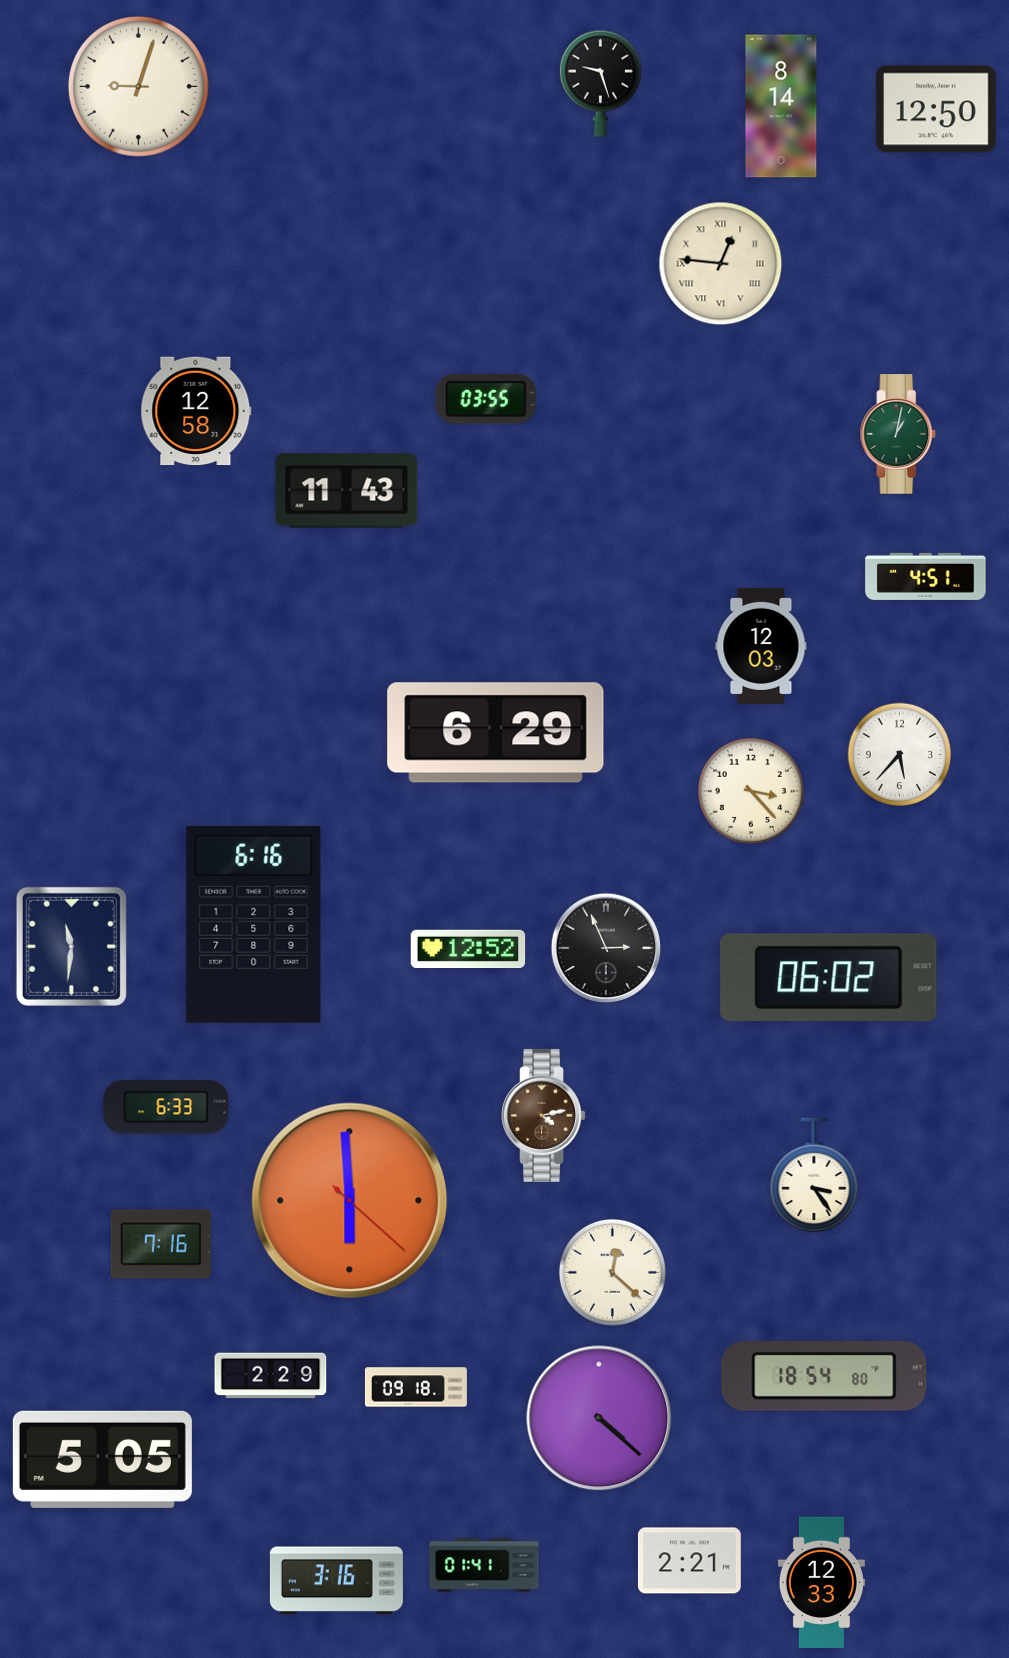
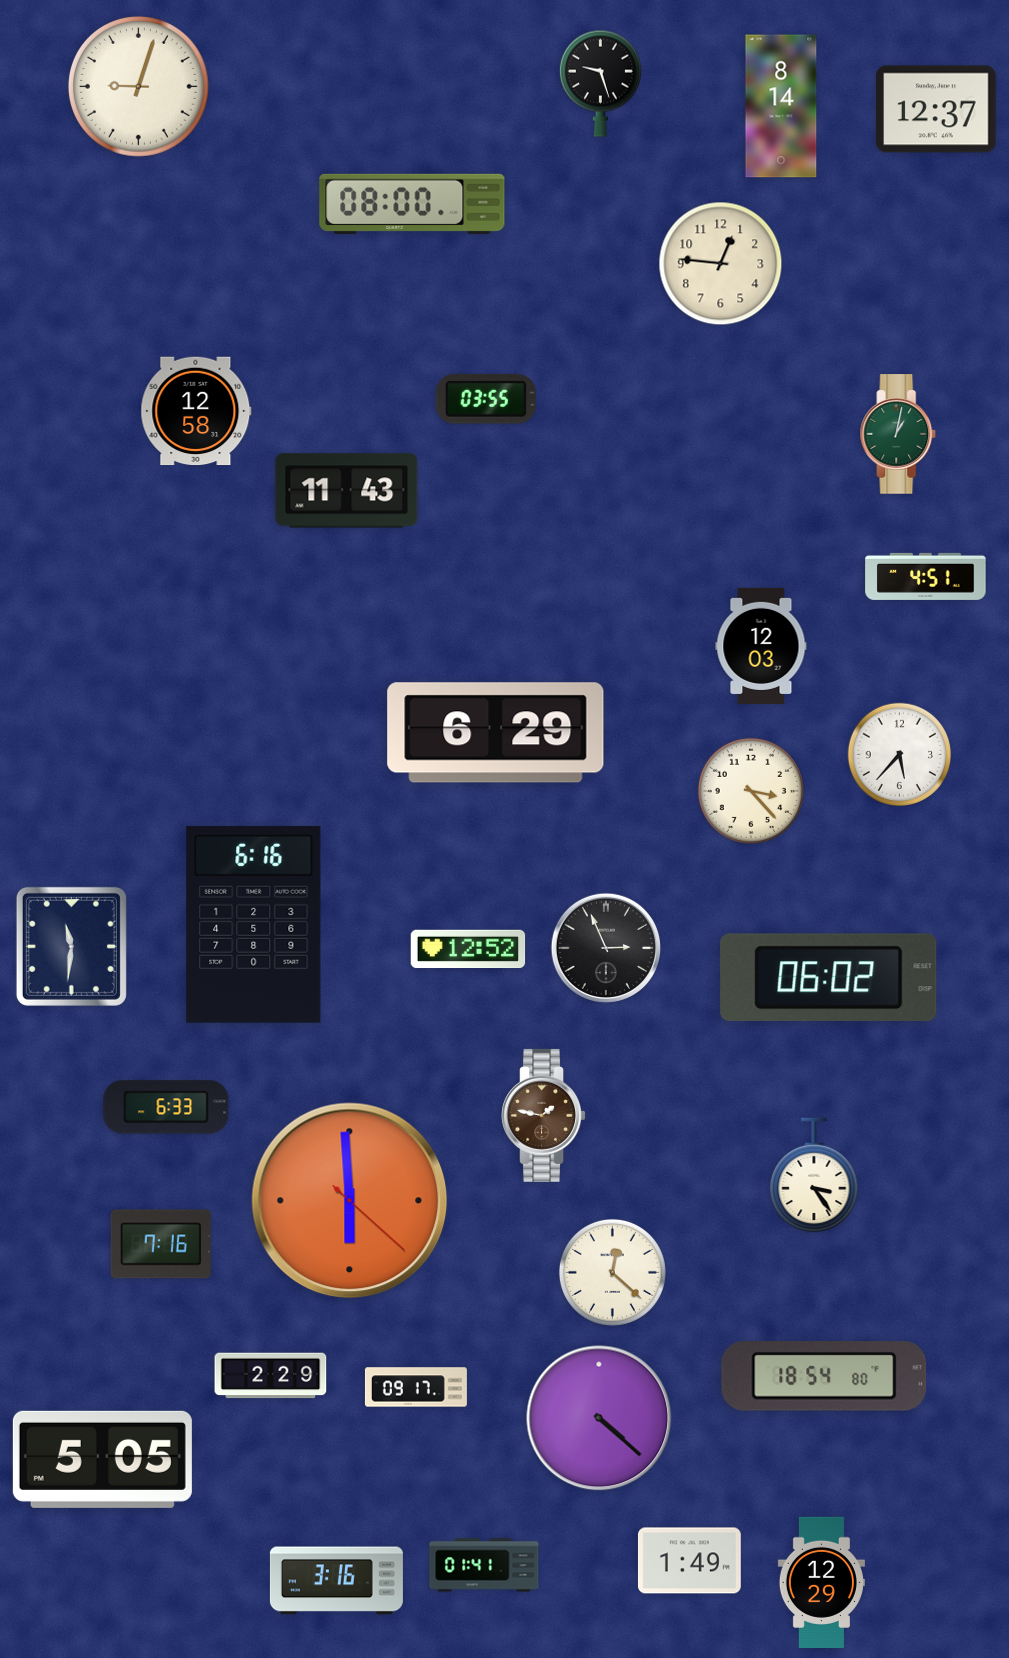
clock at (936, 109): 12:50 -> 12:37
clock at (412, 204): none -> 08:00
clock at (721, 264) numerals: Roman -> Arabic
clock at (544, 1115): 4:13 -> 1:47
clock at (416, 1387): 09:18 -> 09:17
clock at (689, 1561): 2:21 -> 1:49
clock at (821, 1582): 12:33 -> 12:29
